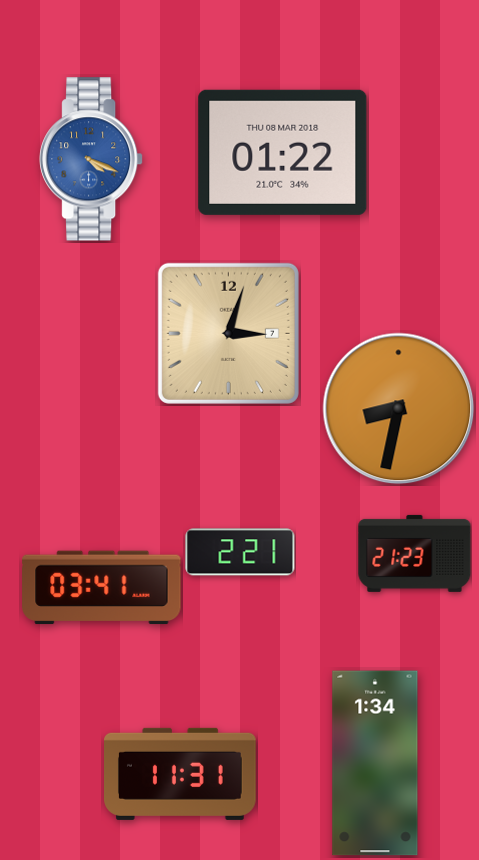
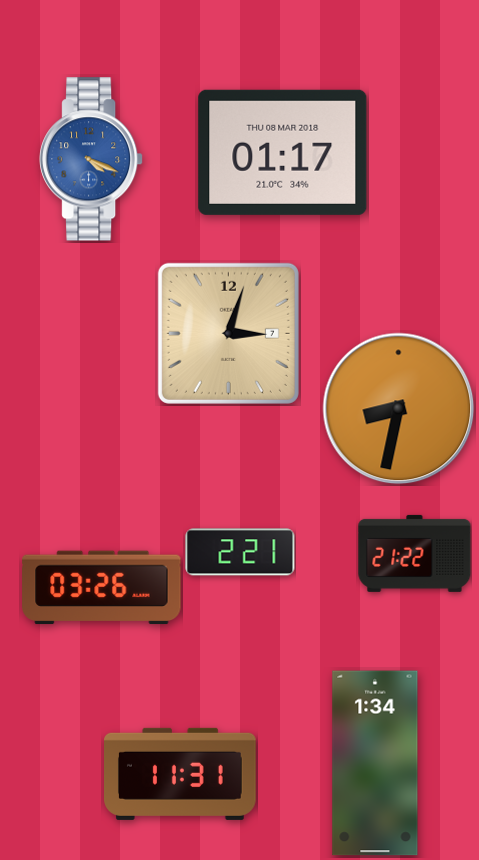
clock at (283, 152): 01:22 -> 01:17
clock at (415, 553): 21:23 -> 21:22
clock at (102, 588): 03:41 -> 03:26
